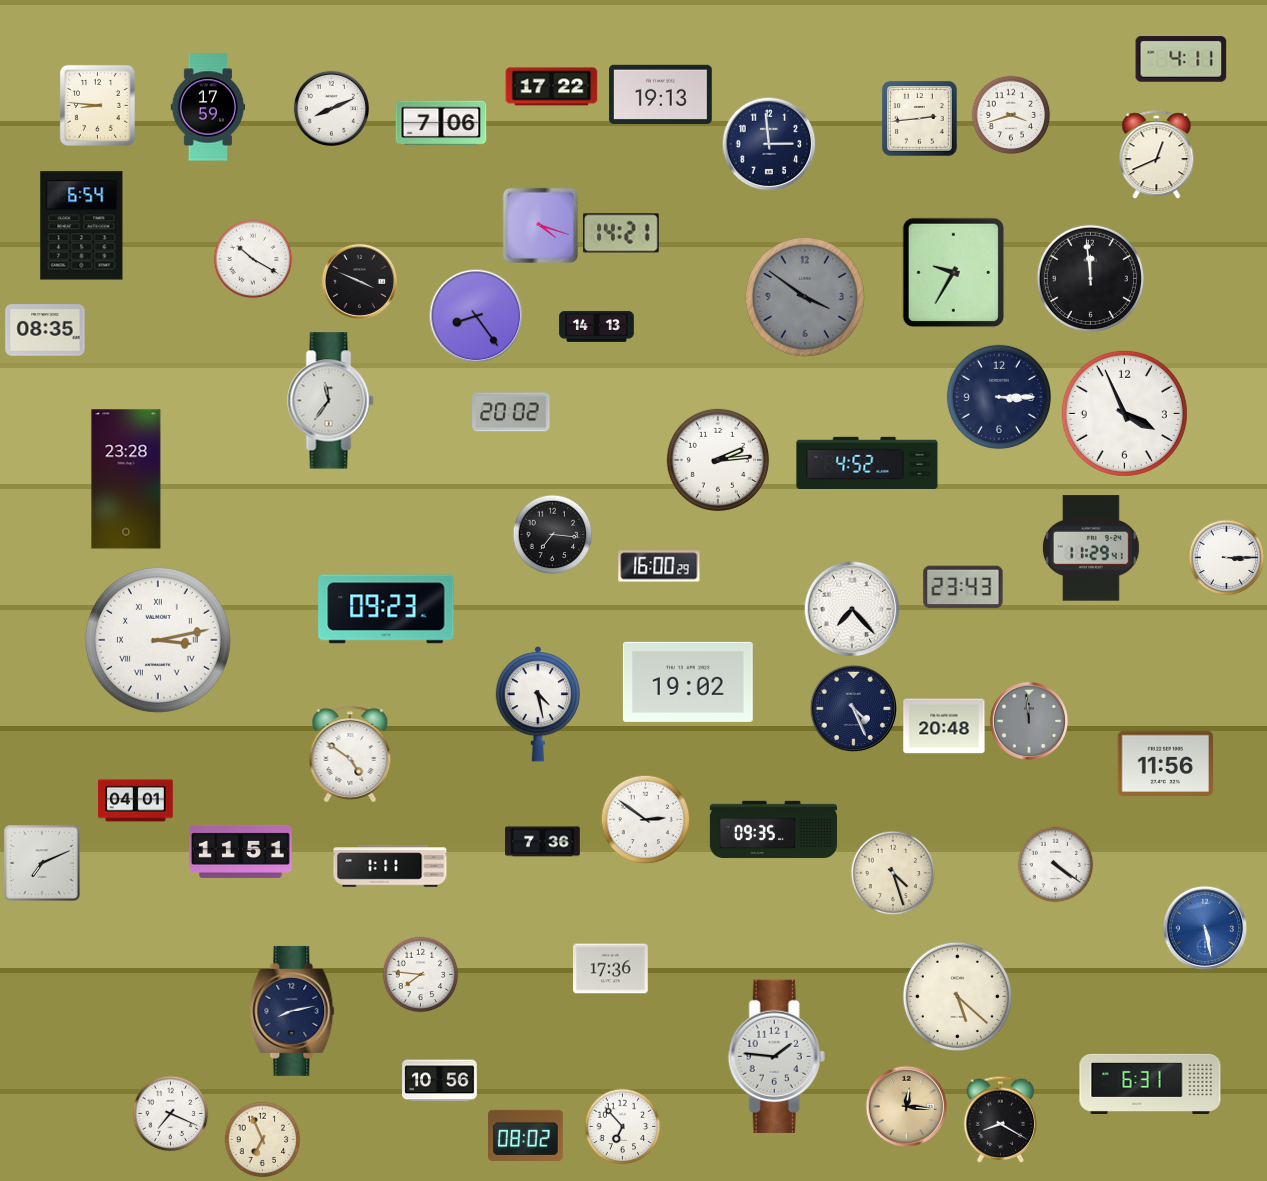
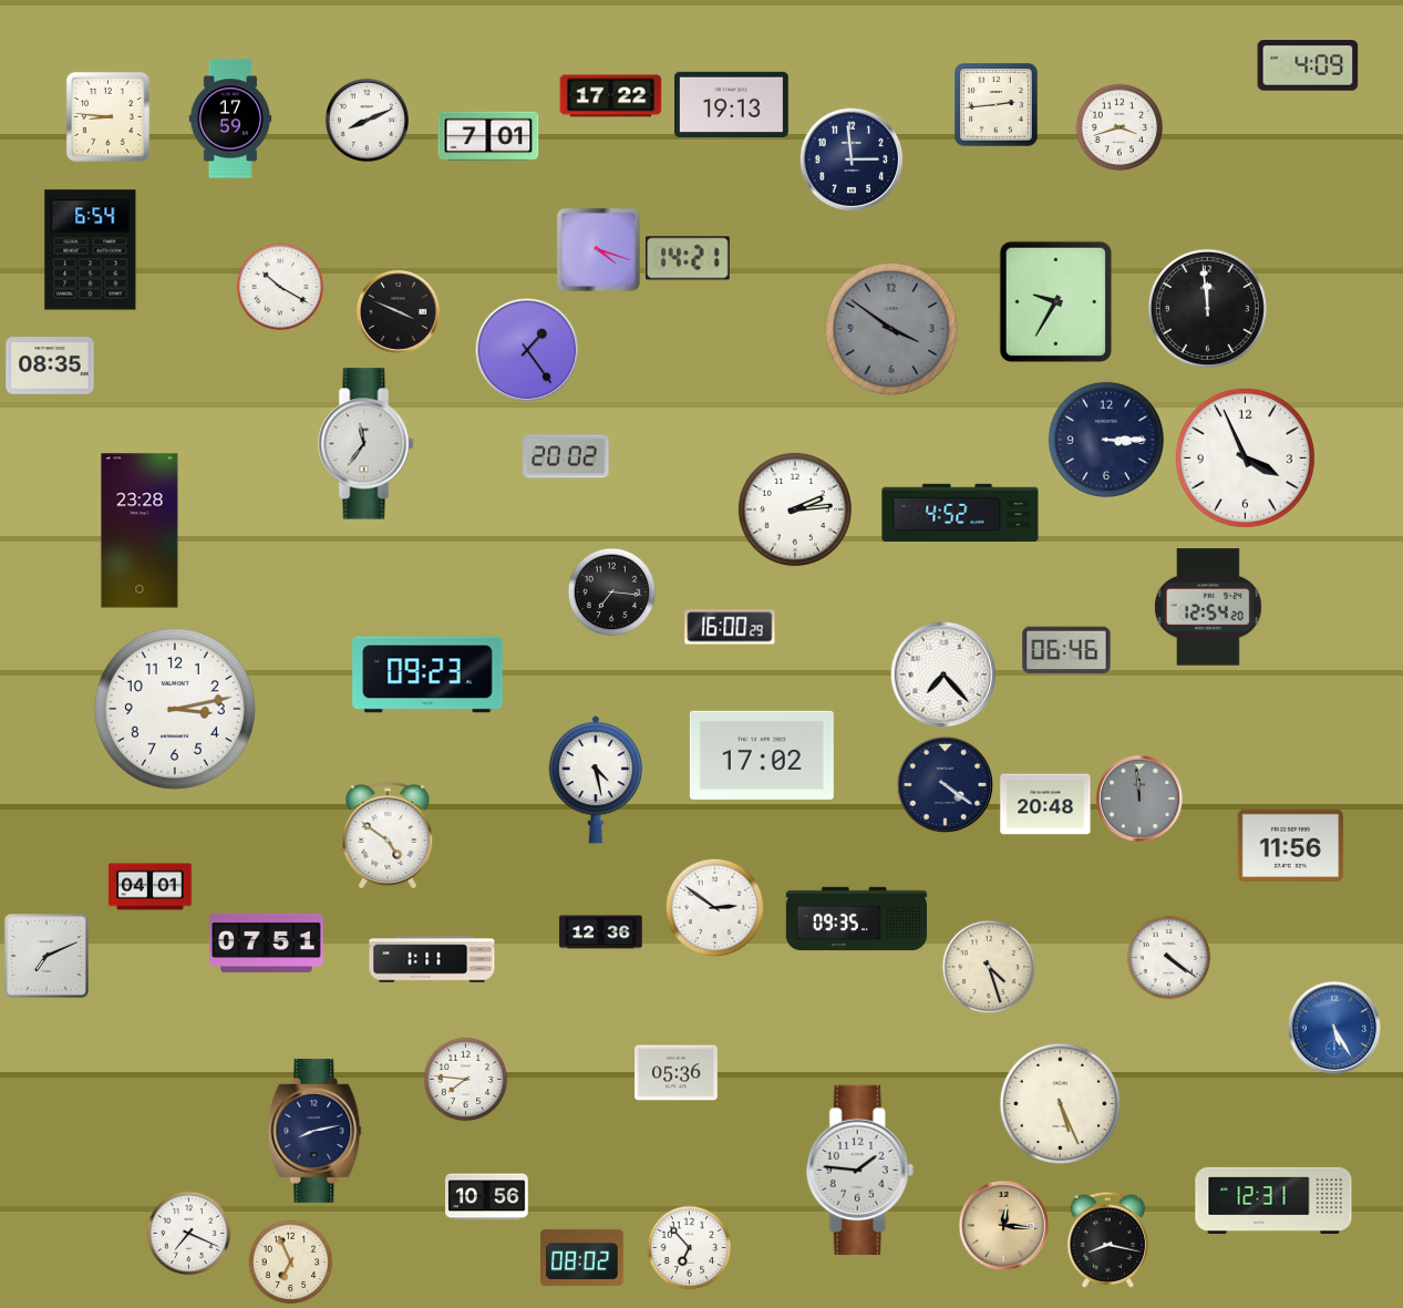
clock at (1181, 59): 4:11 -> 4:09
clock at (920, 119) position: (920, 119) -> (997, 105)
clock at (441, 123): 7:06 -> 7:01
clock at (1157, 155): 12:41 -> none
clock at (476, 316): 8:24 -> 1:24
clock at (597, 327): 14:13 -> none
clock at (1091, 548): 11:29 -> 12:54
clock at (1227, 558): 3:15 -> none
clock at (963, 587): 23:43 -> 06:46
clock at (158, 640) numerals: Roman -> Arabic
clock at (688, 682): 19:02 -> 17:02
clock at (854, 709): 4:26 -> 4:21
clock at (543, 842): 7:36 -> 12:36
clock at (241, 851): 11:51 -> 07:51
clock at (1204, 927): 5:28 -> 5:25
clock at (611, 969): 17:36 -> 05:36
clock at (957, 996): 5:22 -> 5:26
clock at (292, 1011) position: (292, 1011) -> (314, 1131)
clock at (1150, 1084): 6:31 -> 12:31
clock at (1001, 1119): 8:20 -> 8:17
